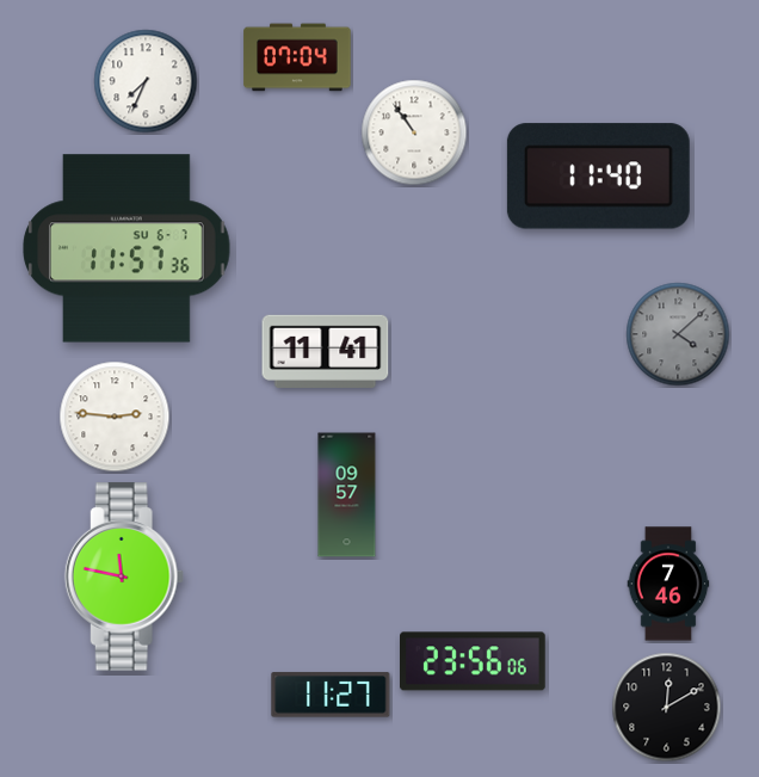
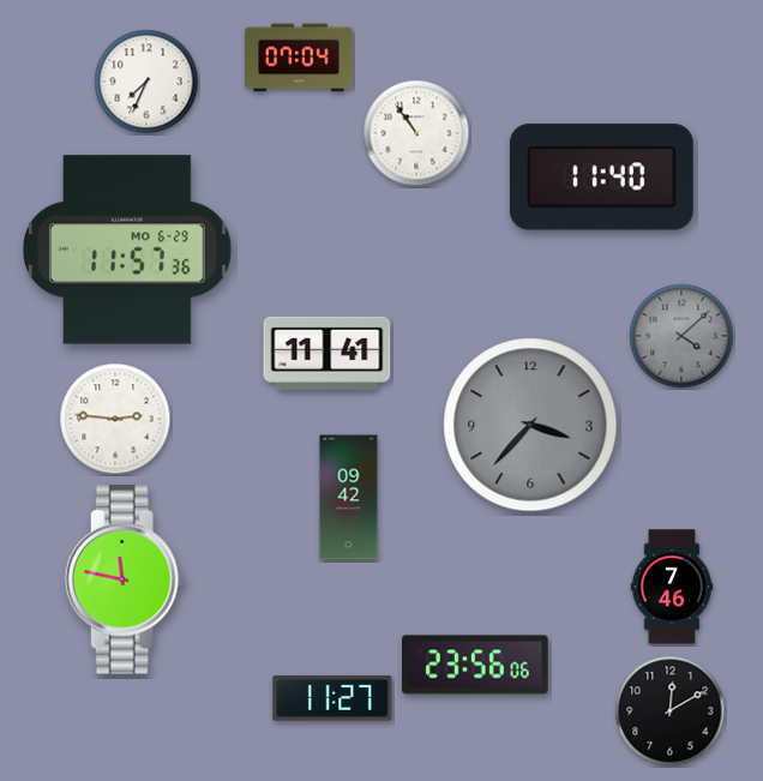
clock at (126, 248) date: SU 6-7 -> MO 6-29
clock at (530, 425): none -> 3:37
clock at (347, 495): 09:57 -> 09:42
